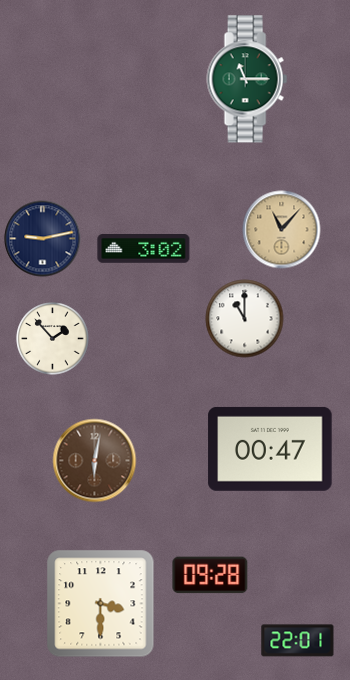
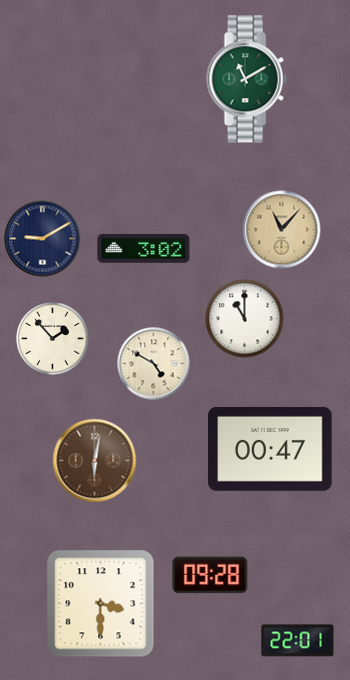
clock at (247, 79): 11:15 -> 11:10
clock at (43, 239): 9:13 -> 9:10
clock at (154, 364): none -> 4:50
